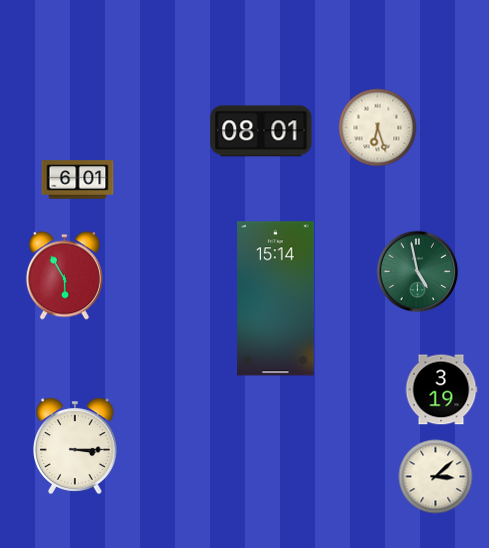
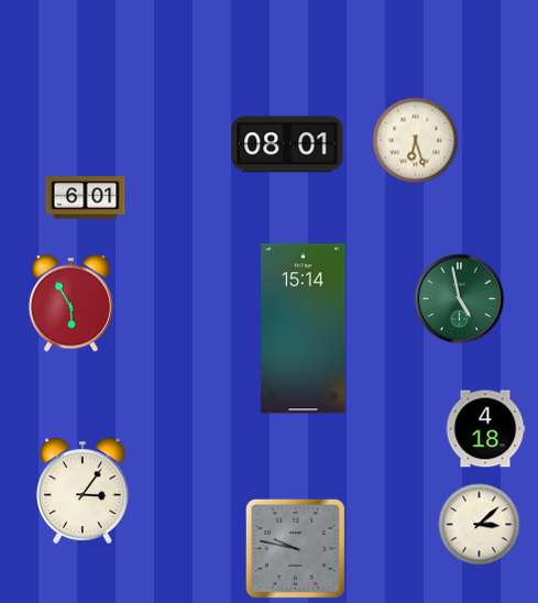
clock at (441, 390): 3:19 -> 4:18
clock at (75, 446): 3:15 -> 3:06
clock at (295, 548): none -> 9:47
